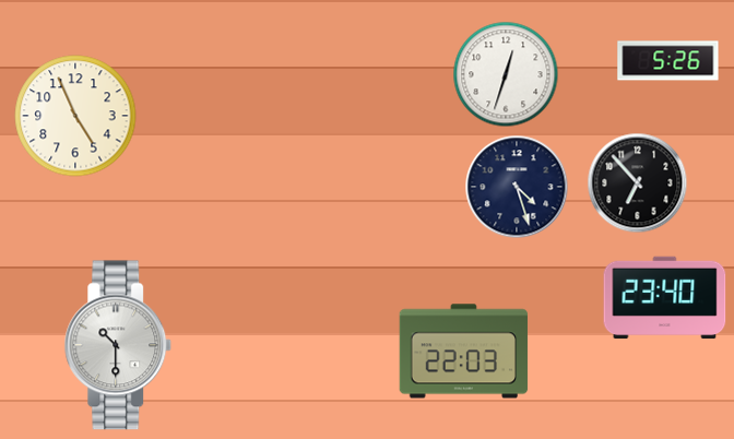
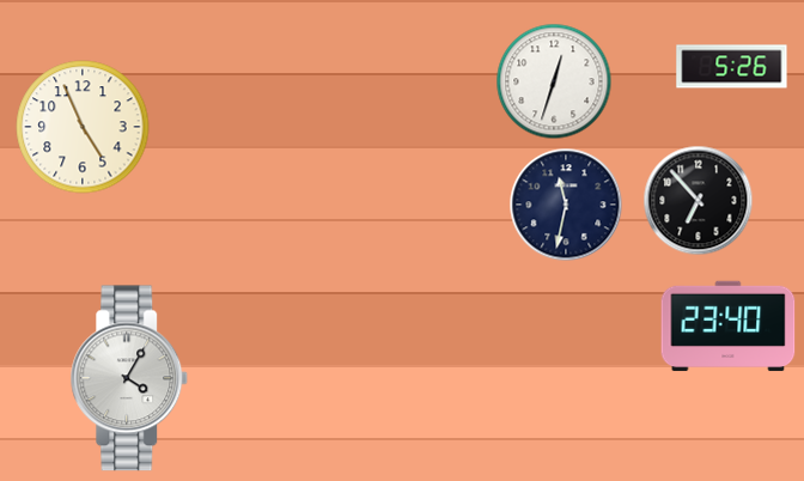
clock at (517, 187): 4:27 -> 11:32
clock at (118, 345): 10:30 -> 4:05
clock at (464, 352): 22:03 -> none
